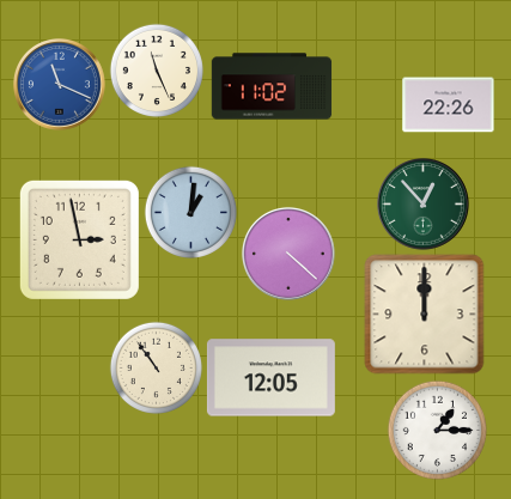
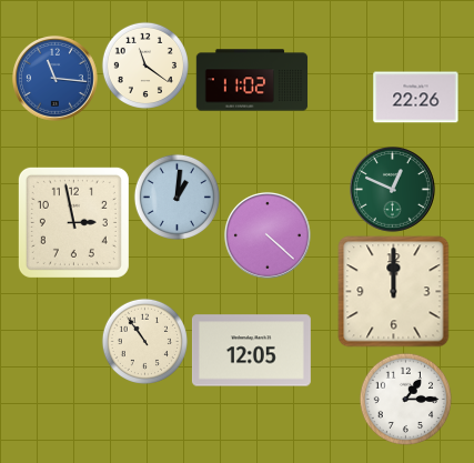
clock at (157, 71): 11:26 -> 11:21
clock at (60, 85): 11:19 -> 11:16
clock at (424, 205): 12:53 -> 12:49
